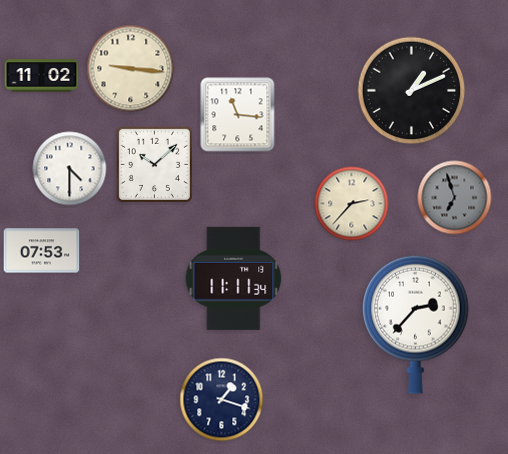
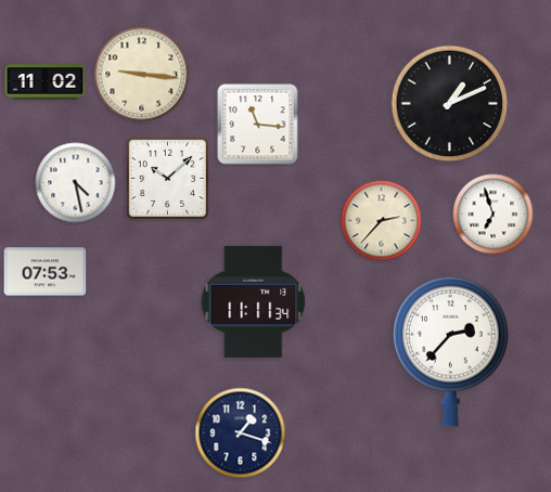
clock at (412, 91) position: (412, 91) -> (450, 104)
clock at (70, 169): 4:30 -> 4:28
clock at (455, 198) dial: grey -> white
